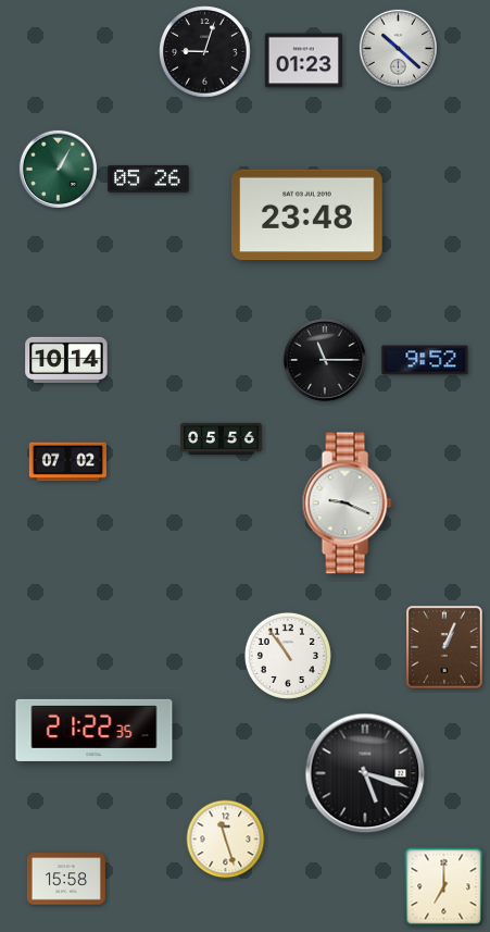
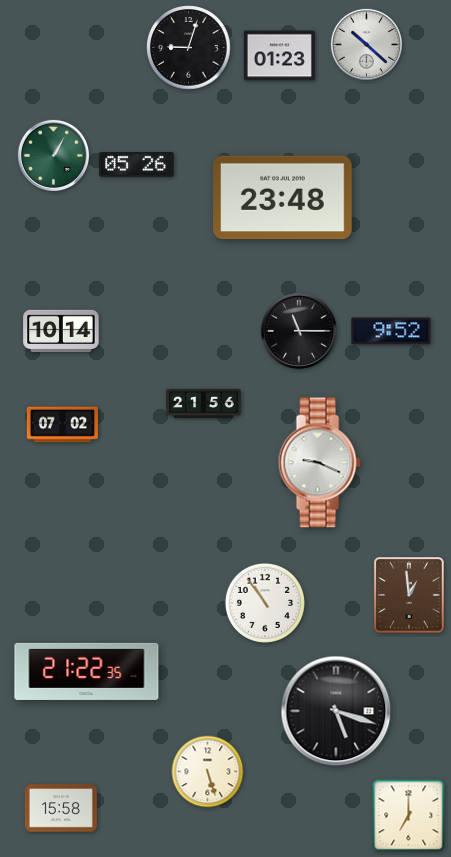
clock at (222, 439): 05:56 -> 21:56
clock at (445, 648): 1:04 -> 12:59
clock at (226, 840): 11:27 -> 5:27
